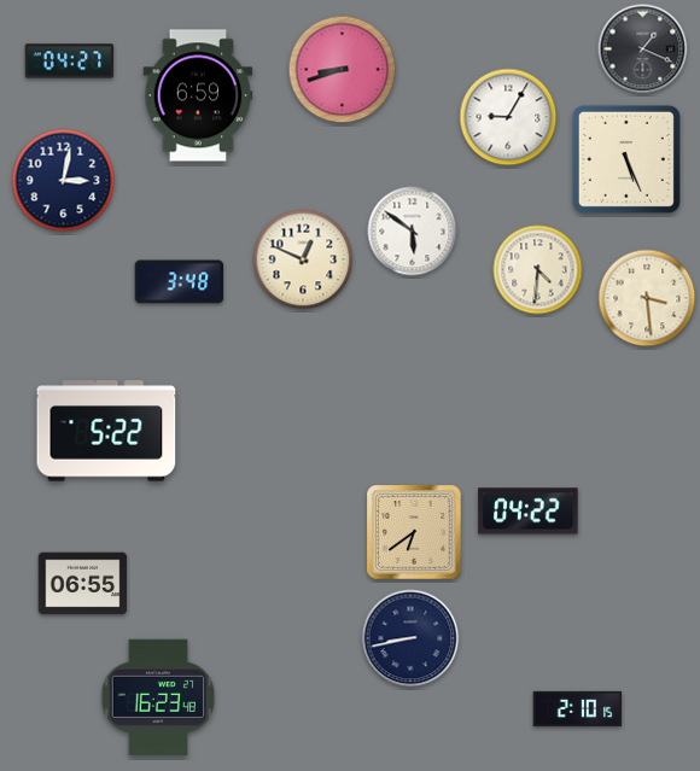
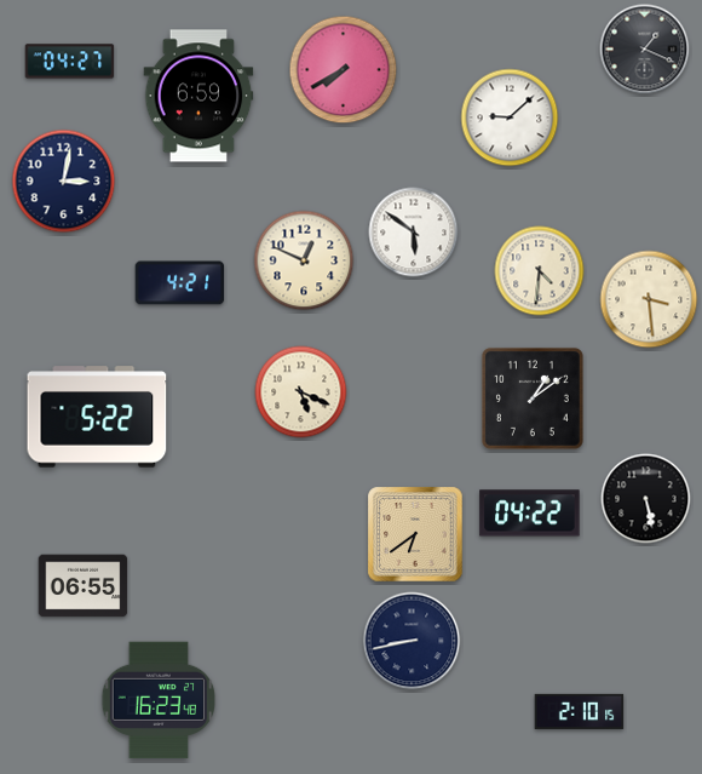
clock at (343, 70): 8:42 -> 7:40
clock at (508, 117): 9:05 -> 9:08
clock at (626, 159): 5:26 -> none
clock at (180, 282): 3:48 -> 4:21
clock at (301, 392): none -> 5:19
clock at (533, 399): none -> 1:09
clock at (106, 431) position: (106, 431) -> (97, 417)
clock at (646, 499): none -> 5:28
